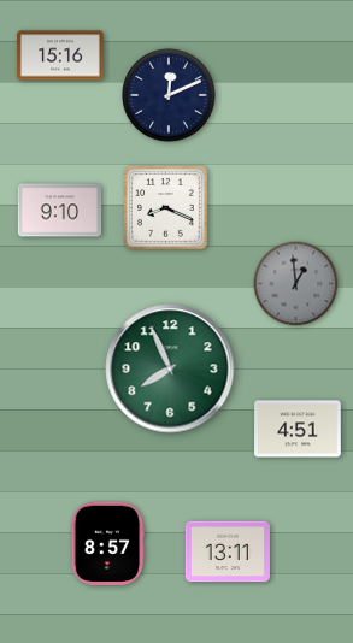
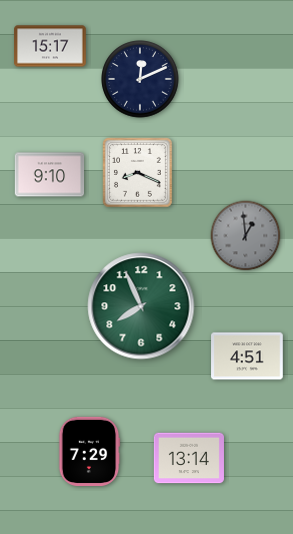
clock at (60, 55): 15:16 -> 15:17
clock at (107, 543): 8:57 -> 7:29
clock at (228, 551): 13:11 -> 13:14
